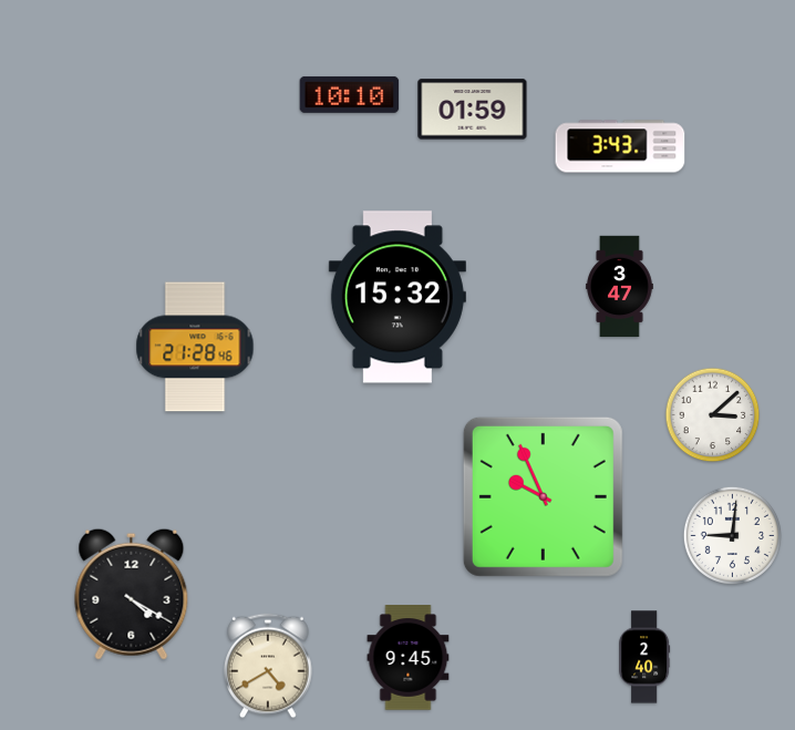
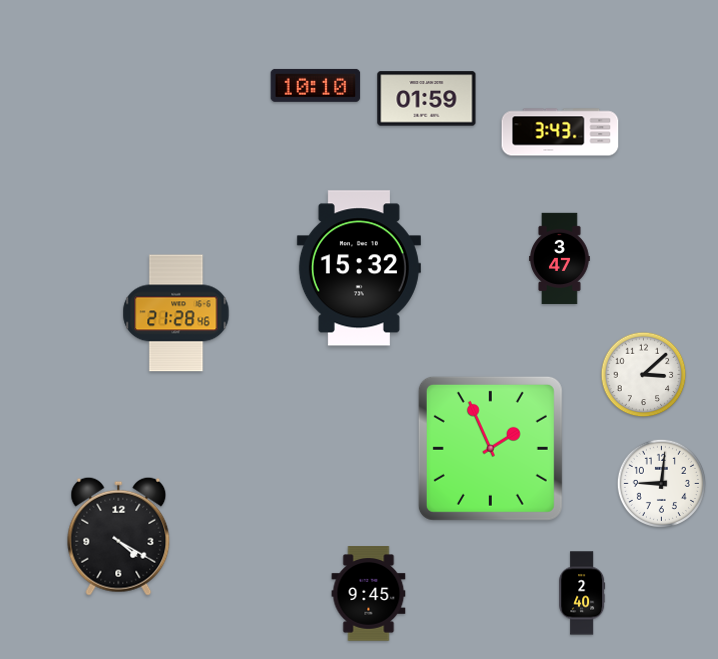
clock at (543, 496): 9:56 -> 1:56
clock at (268, 666): 4:40 -> none
